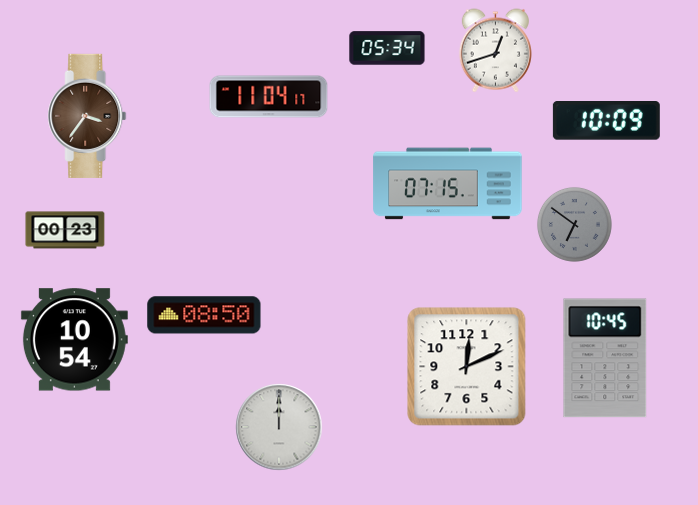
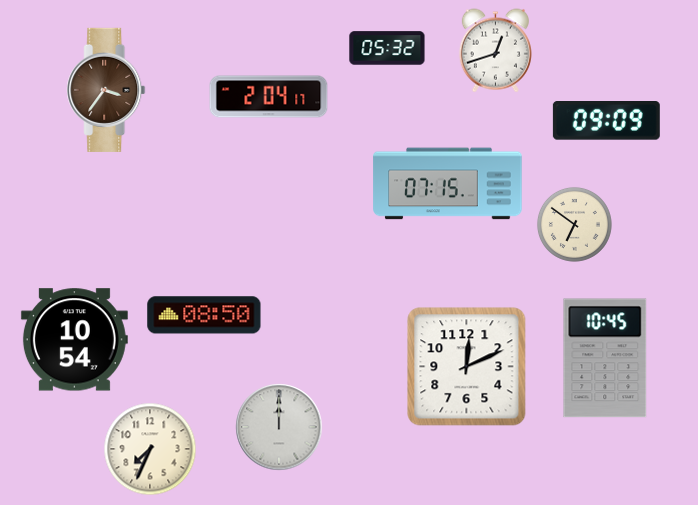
clock at (387, 48): 05:34 -> 05:32
clock at (269, 97): 11:04 -> 2:04
clock at (87, 116) position: (87, 116) -> (106, 90)
clock at (606, 121): 10:09 -> 09:09
clock at (574, 224) dial: grey -> cream
clock at (65, 230): 00:23 -> none
clock at (150, 449): none -> 7:34
